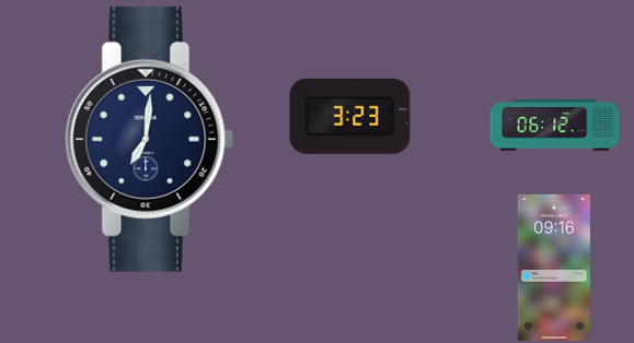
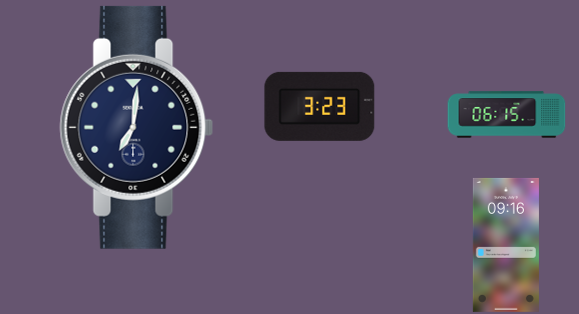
clock at (555, 126): 06:12 -> 06:15
